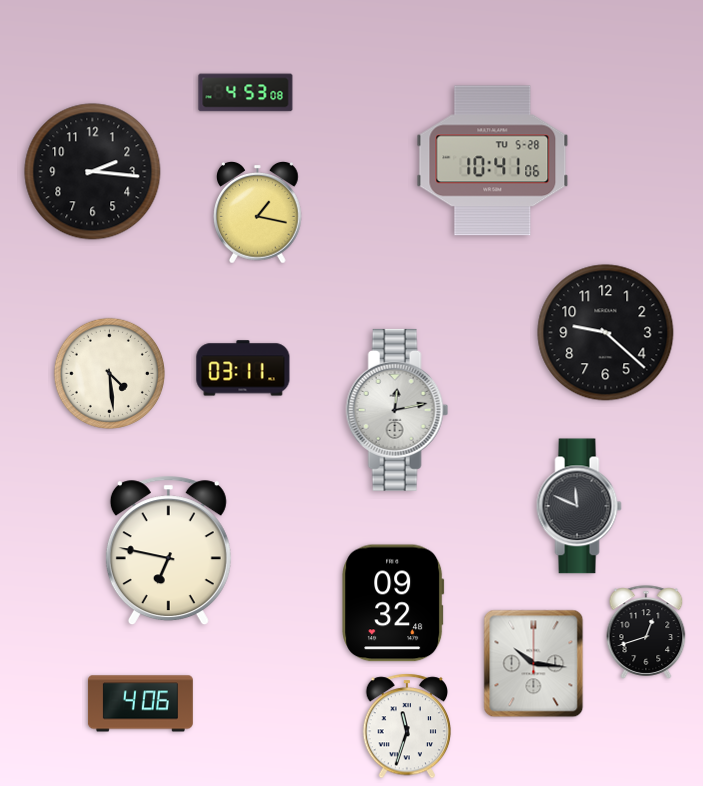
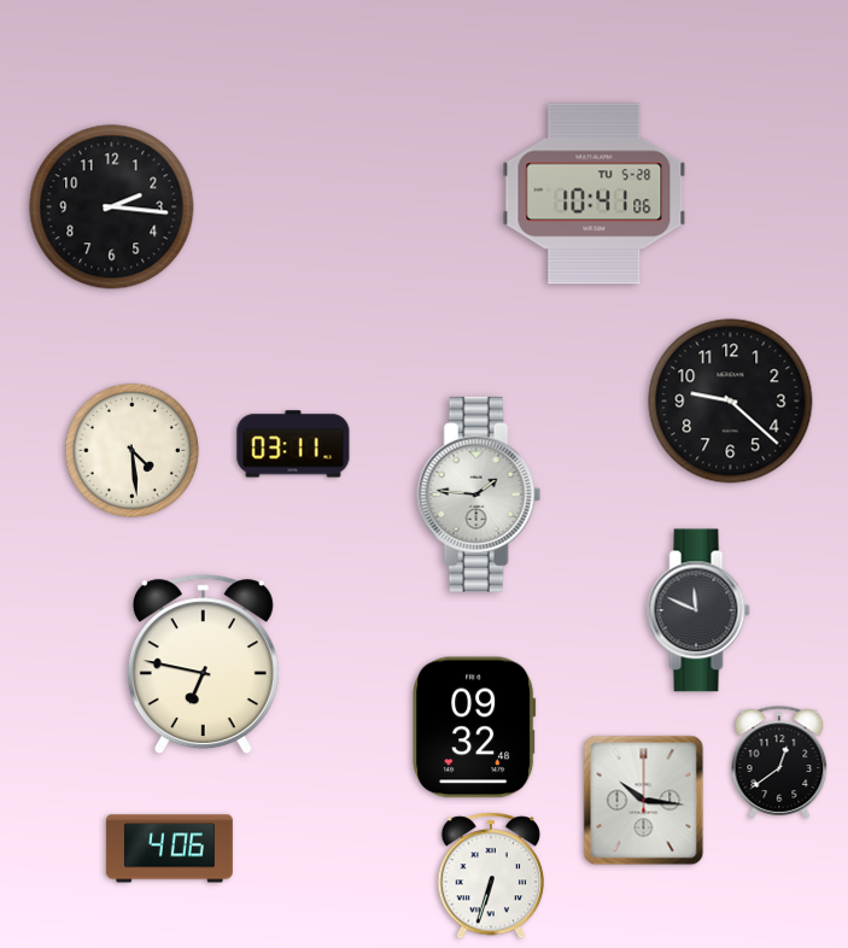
clock at (246, 93): 4:53 -> none
clock at (258, 213): 1:17 -> none
clock at (397, 410): 12:13 -> 1:46
clock at (646, 632): 12:42 -> 12:39
clock at (407, 726): 11:33 -> 6:33
